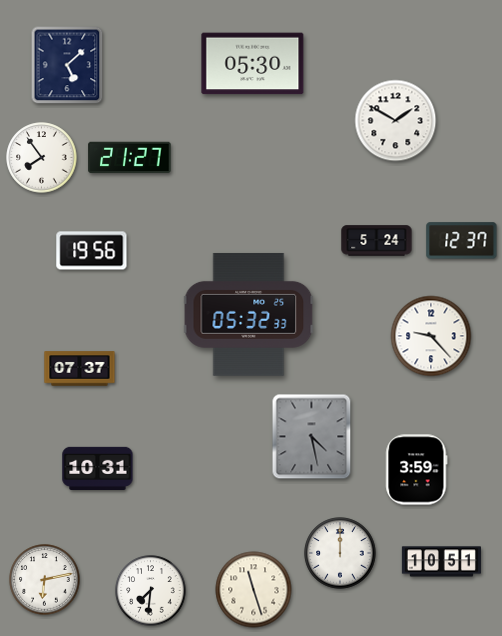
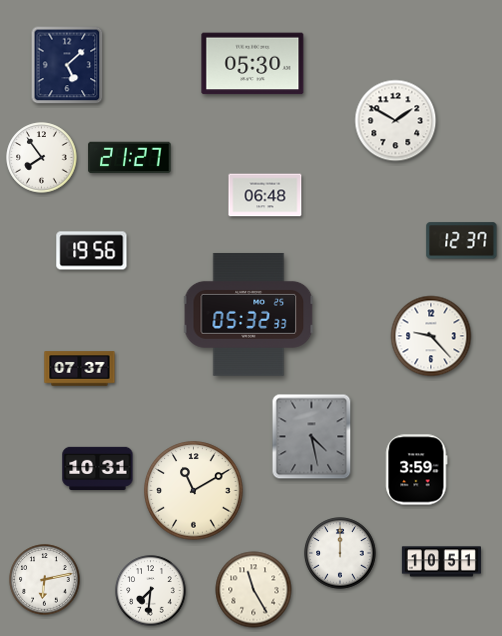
clock at (265, 195): none -> 06:48
clock at (377, 241): 5:24 -> none
clock at (194, 491): none -> 11:10
clock at (254, 590): 11:27 -> 11:25
